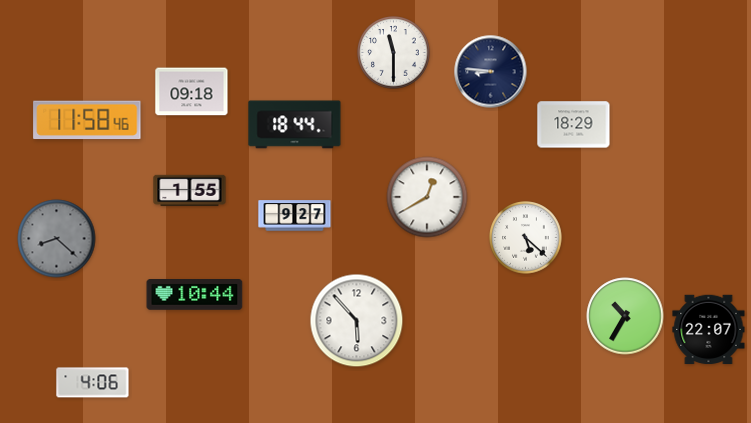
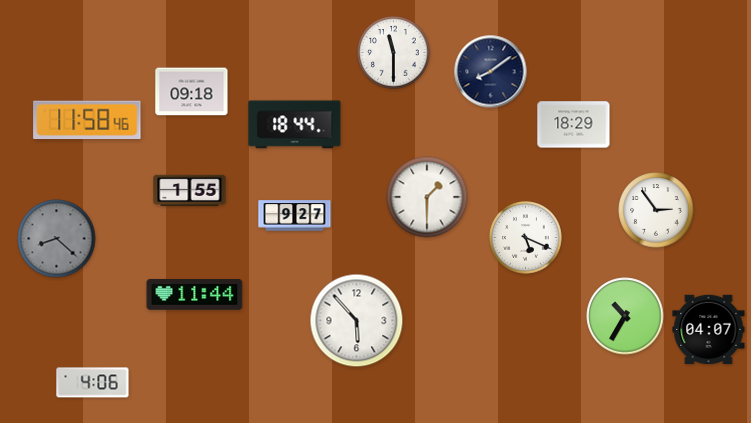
clock at (491, 72): 8:46 -> 8:09
clock at (427, 197): 12:40 -> 1:30
clock at (656, 210): none -> 2:54
clock at (526, 238): 5:22 -> 5:19
clock at (195, 295): 10:44 -> 11:44
clock at (709, 330): 22:07 -> 04:07
